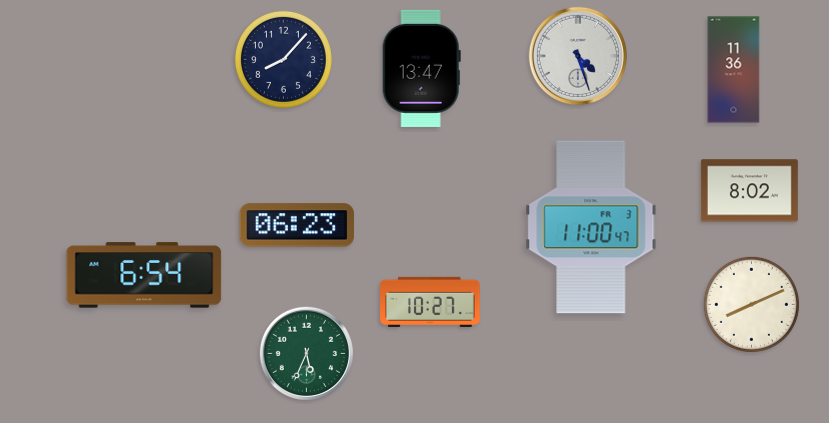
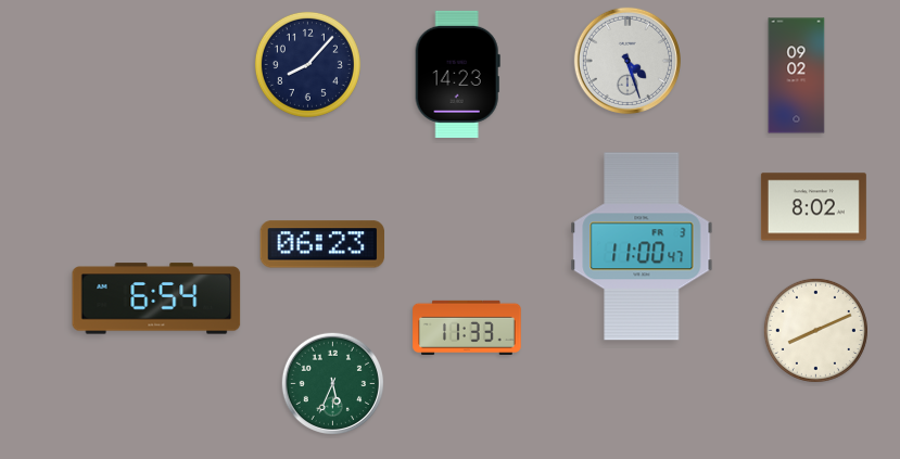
clock at (421, 68): 13:47 -> 14:23
clock at (734, 70): 11:36 -> 09:02
clock at (430, 302): 10:27 -> 11:33
